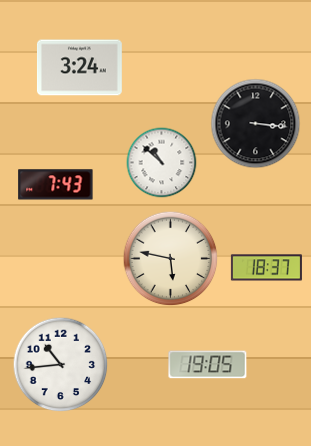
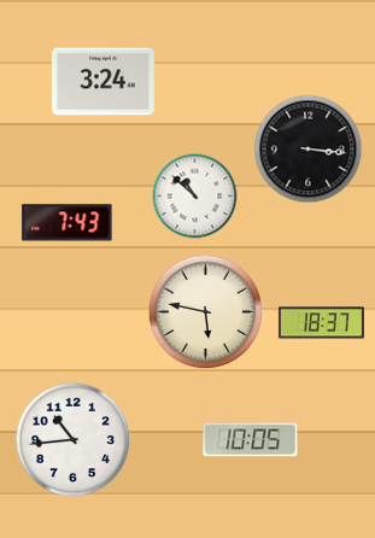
clock at (79, 68) position: (79, 68) -> (102, 82)
clock at (208, 365): 19:05 -> 10:05
